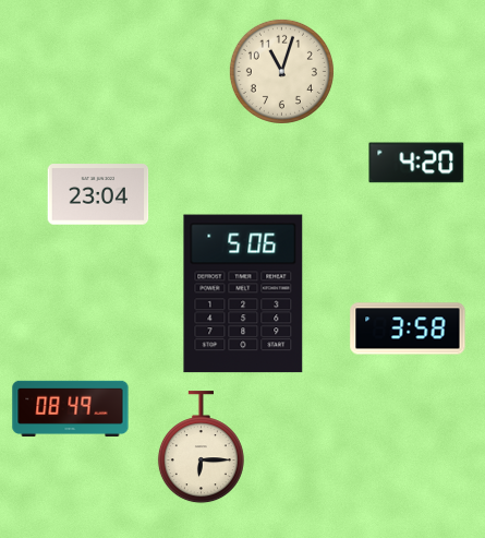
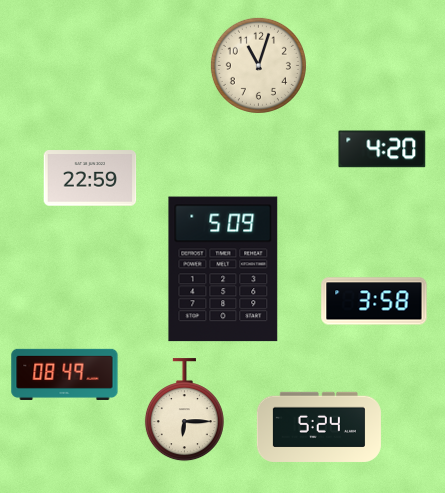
clock at (98, 194): 23:04 -> 22:59
clock at (243, 294): 5:06 -> 5:09
clock at (319, 427): none -> 5:24
